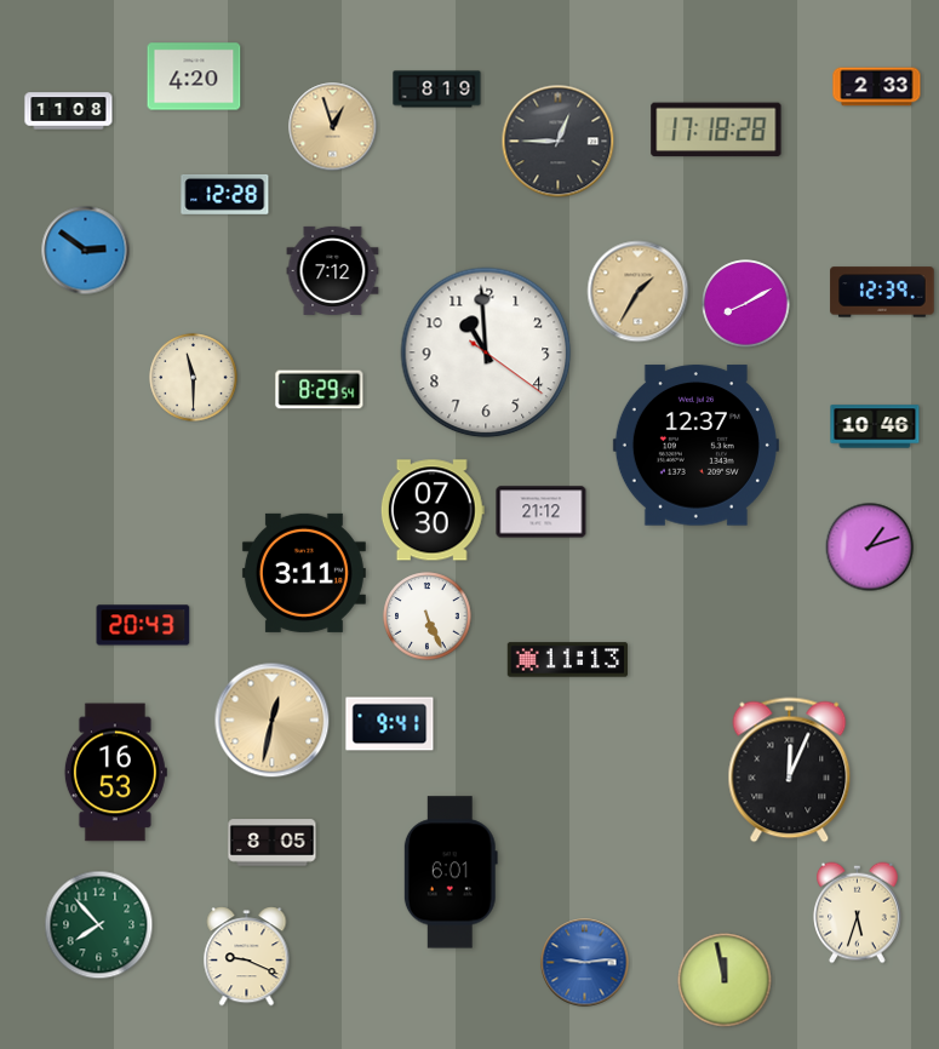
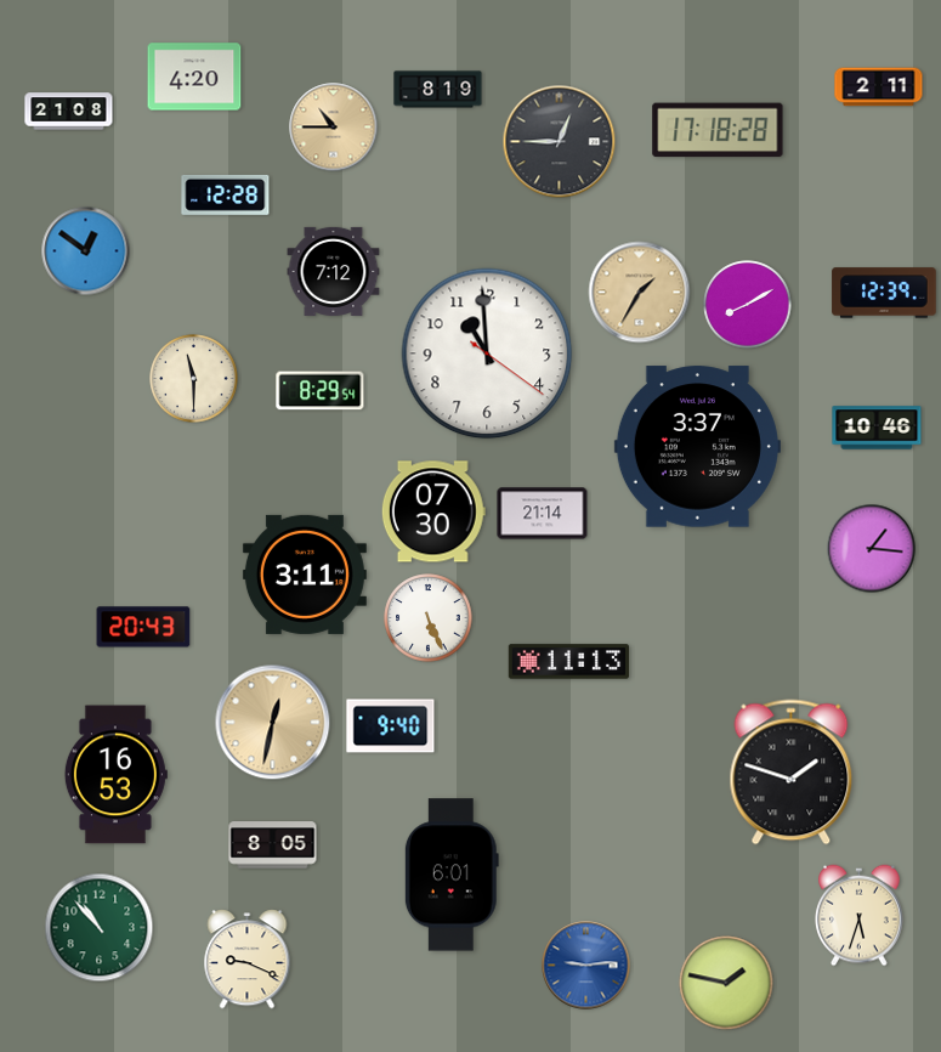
clock at (877, 87): 2:33 -> 2:11
clock at (69, 111): 11:08 -> 21:08
clock at (333, 127): 12:57 -> 10:45
clock at (86, 251): 2:51 -> 12:51
clock at (695, 446): 12:37 -> 3:37
clock at (542, 512): 21:12 -> 21:14
clock at (870, 548): 1:12 -> 1:16
clock at (390, 724): 9:41 -> 9:40
clock at (790, 770): 12:04 -> 1:48
clock at (99, 925): 7:53 -> 10:53
clock at (725, 980): 11:58 -> 1:47
